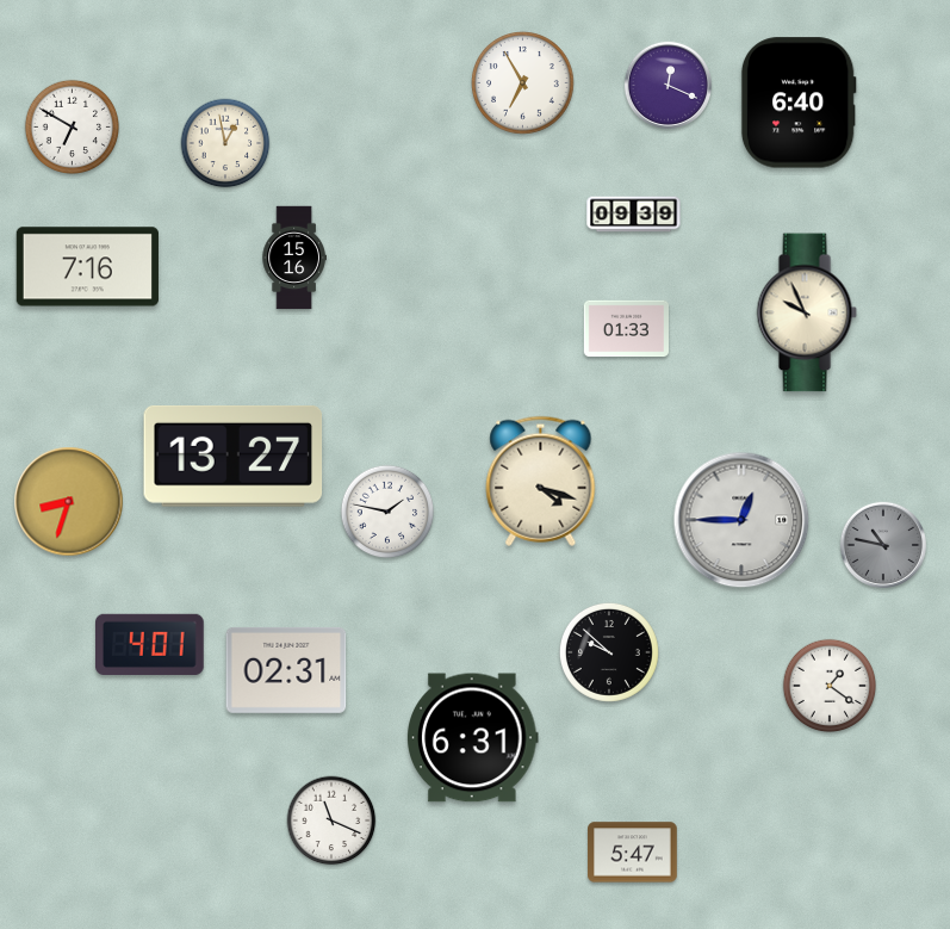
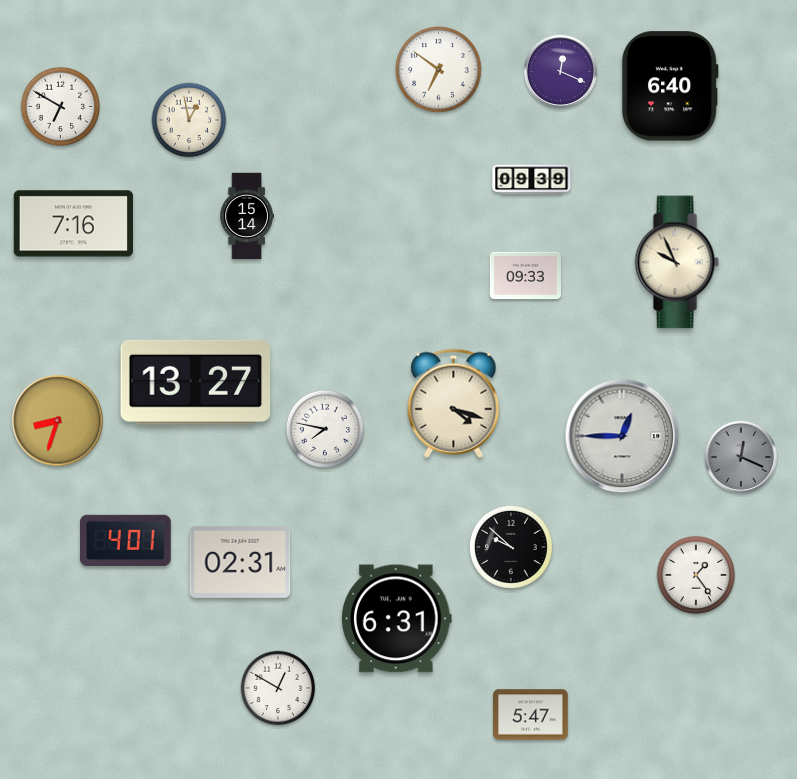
clock at (523, 83): 6:55 -> 6:51
clock at (294, 258): 15:16 -> 15:14
clock at (626, 329): 01:33 -> 09:33
clock at (387, 512): 1:47 -> 7:47
clock at (882, 544): 10:47 -> 12:19
clock at (830, 686): 1:21 -> 1:24
clock at (331, 820): 11:19 -> 12:50
